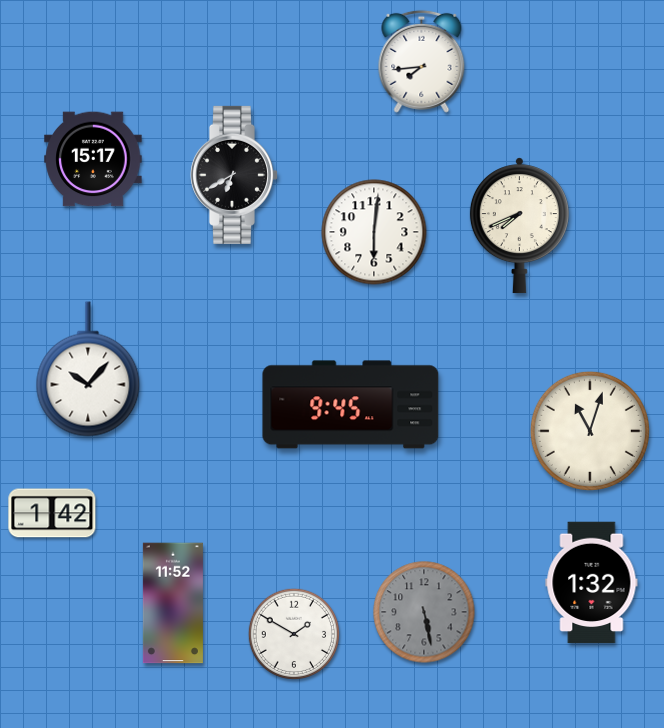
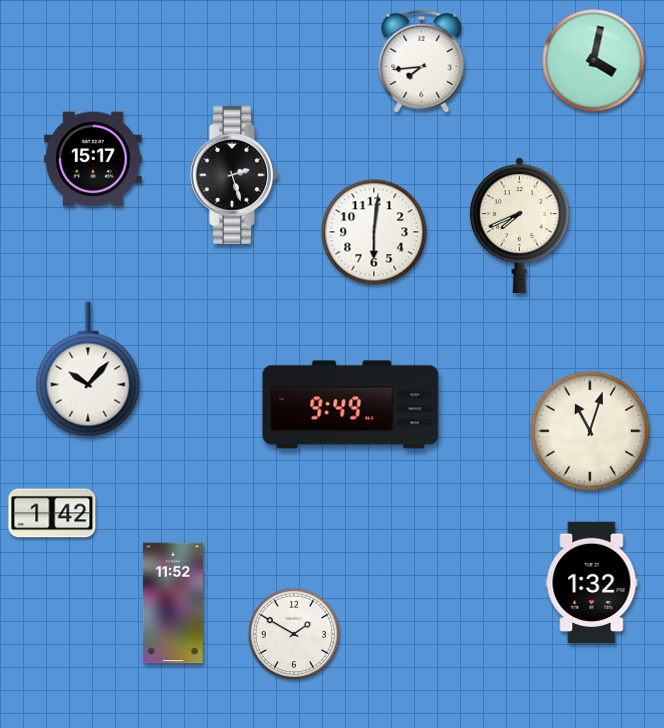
clock at (594, 61): none -> 4:02
clock at (233, 175): 6:40 -> 2:27
clock at (351, 405): 9:45 -> 9:49
clock at (424, 612): 5:28 -> none
